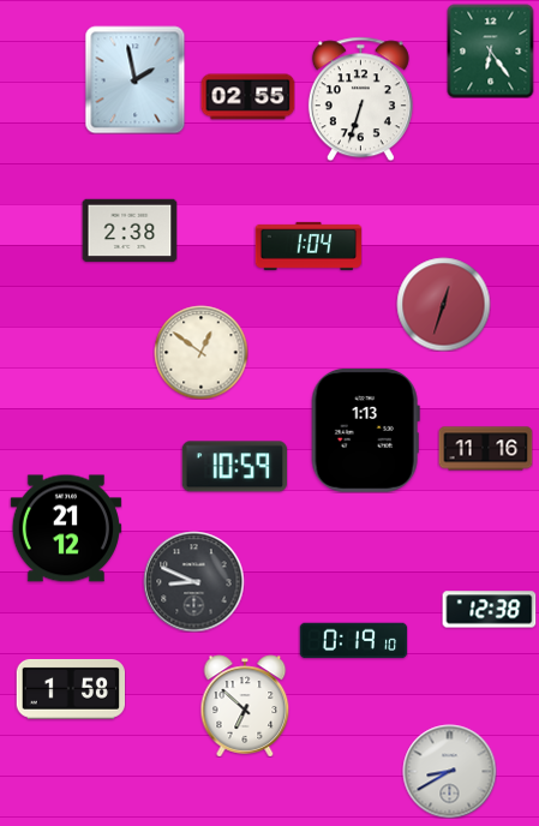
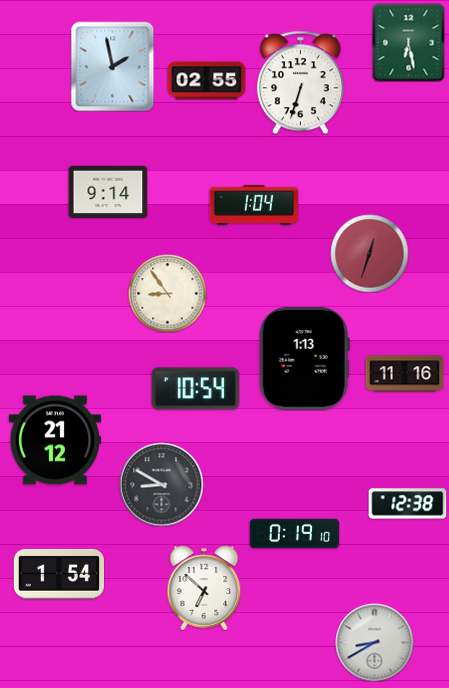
clock at (491, 50): 6:24 -> 6:28
clock at (130, 231): 2:38 -> 9:14
clock at (309, 246) position: (309, 246) -> (254, 205)
clock at (200, 352): 12:51 -> 8:54
clock at (234, 467): 10:59 -> 10:54
clock at (193, 581): 8:49 -> 8:50
clock at (489, 610) position: (489, 610) -> (407, 504)
clock at (70, 689): 1:58 -> 1:54
